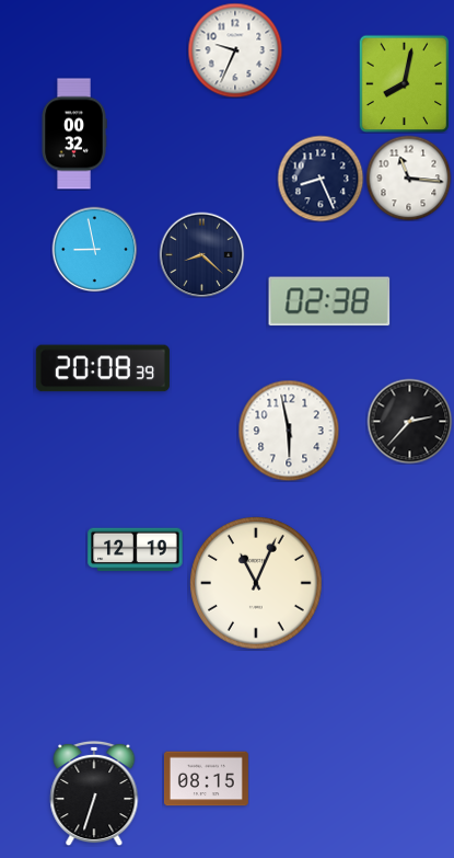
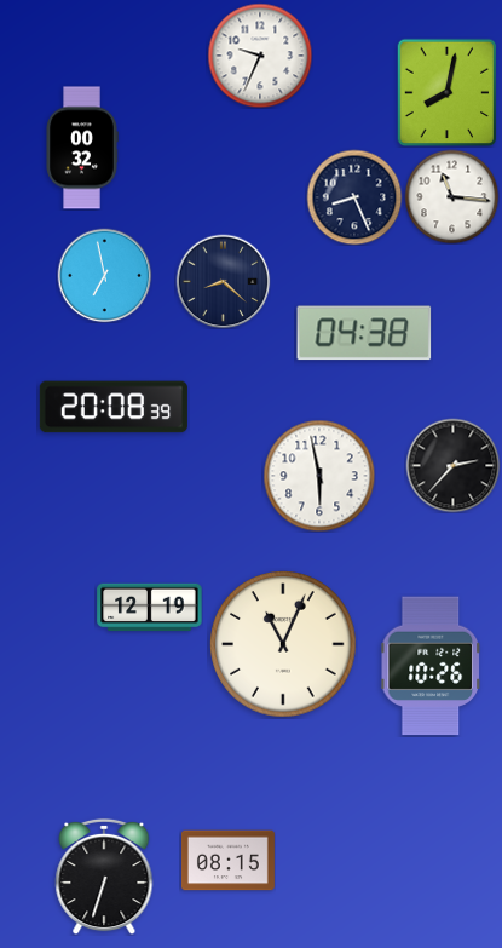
clock at (94, 249): 8:58 -> 6:58
clock at (329, 301): 02:38 -> 04:38
clock at (431, 666): none -> 10:26
